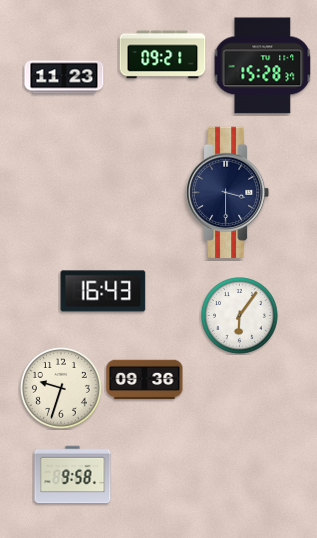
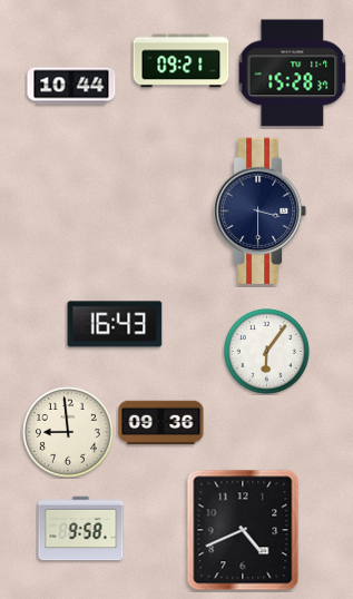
clock at (64, 77): 11:23 -> 10:44
clock at (229, 192) position: (229, 192) -> (262, 210)
clock at (61, 388): 9:33 -> 8:59
clock at (243, 530): none -> 4:41
